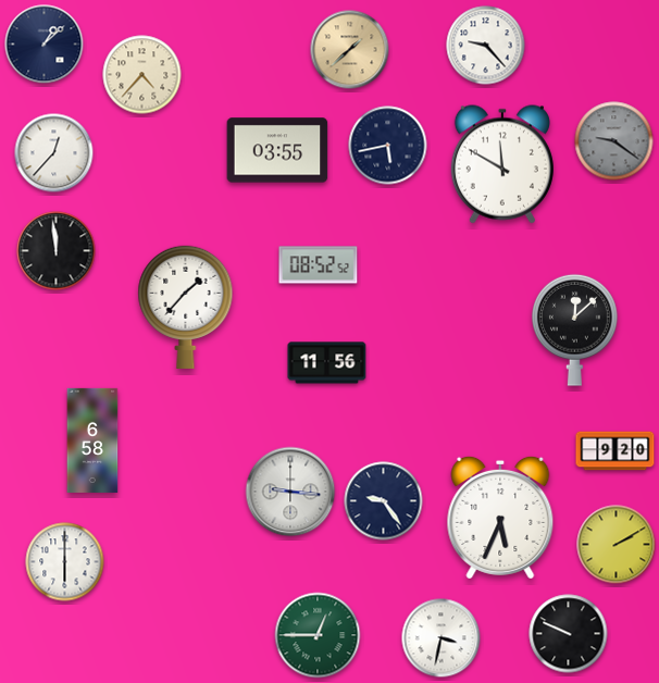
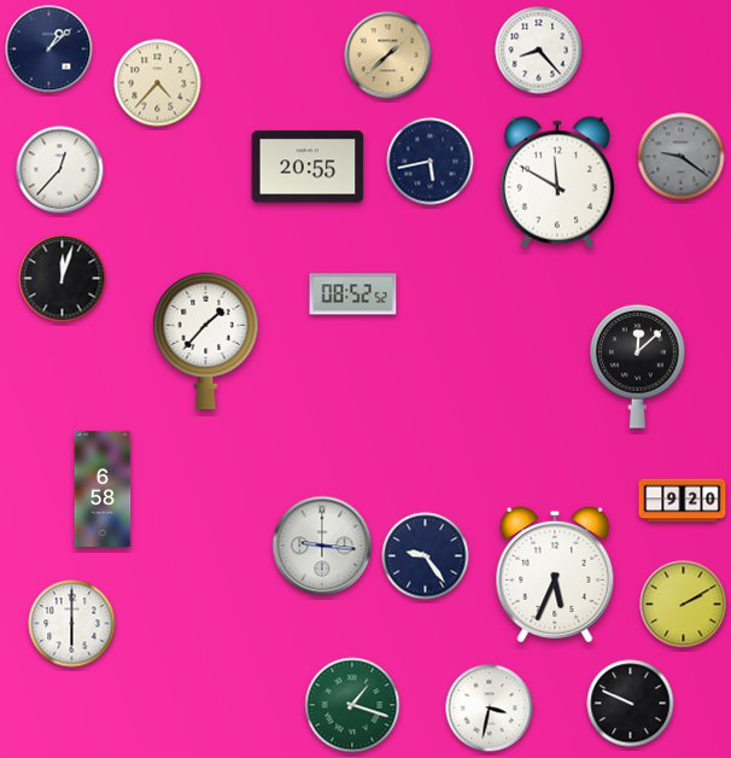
clock at (486, 46): 9:23 -> 8:23
clock at (277, 150): 03:55 -> 20:55
clock at (57, 251): 11:59 -> 12:03
clock at (327, 363): 11:56 -> none
clock at (318, 635): 12:45 -> 1:18
